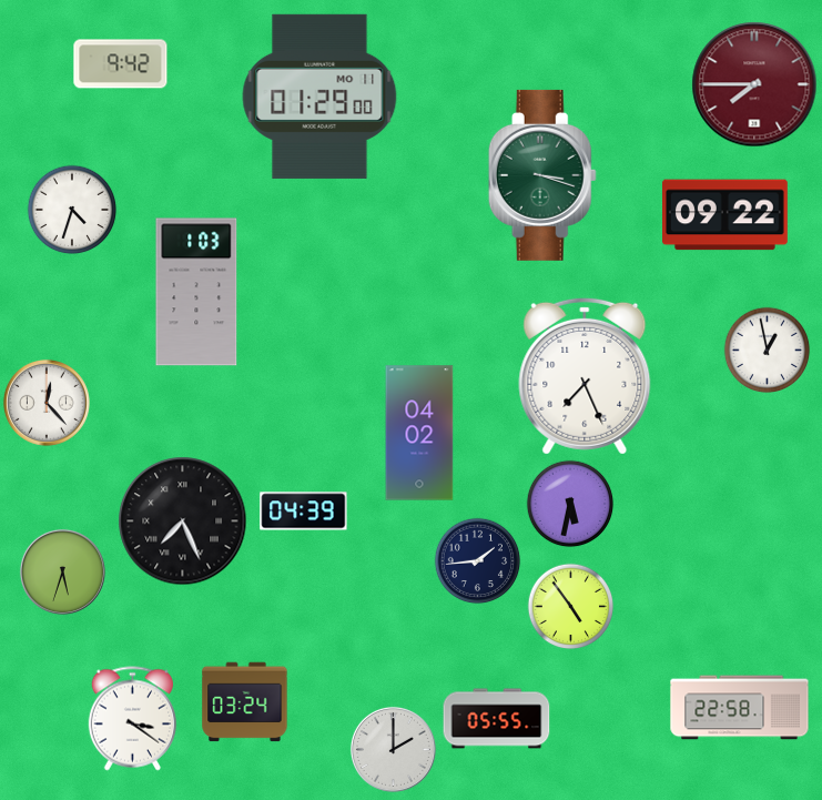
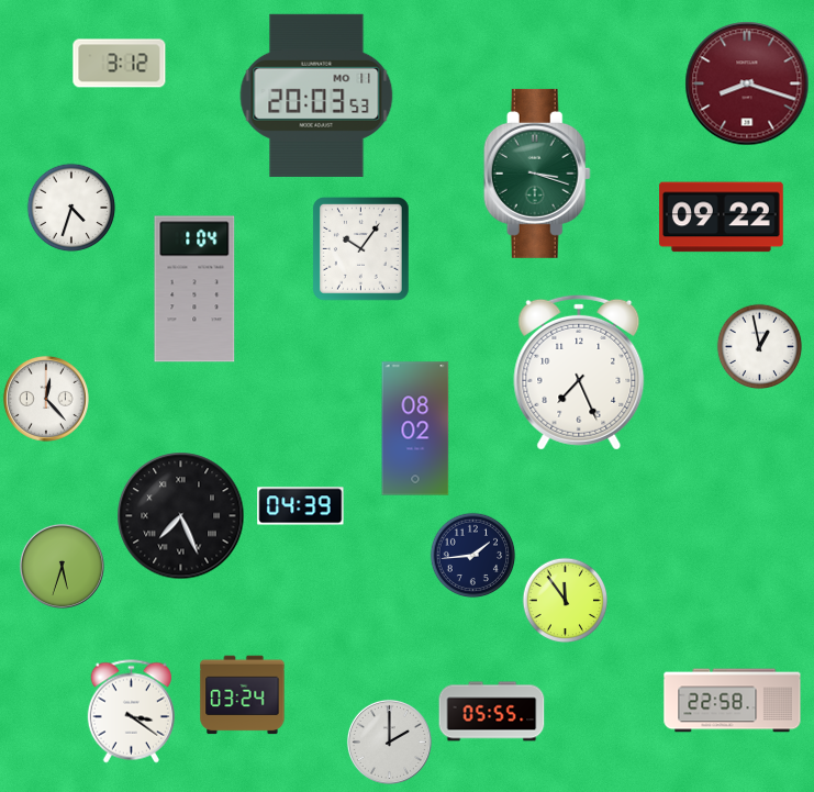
clock at (121, 64): 9:42 -> 3:12
clock at (754, 84): 7:45 -> 8:18
clock at (319, 97): 01:29 -> 20:03
clock at (725, 215) position: (725, 215) -> (722, 217)
clock at (361, 249): none -> 10:06
clock at (196, 292): 1:03 -> 1:04
clock at (419, 433): 04:02 -> 08:02
clock at (570, 504): 5:32 -> none
clock at (570, 606): 4:54 -> 11:54
